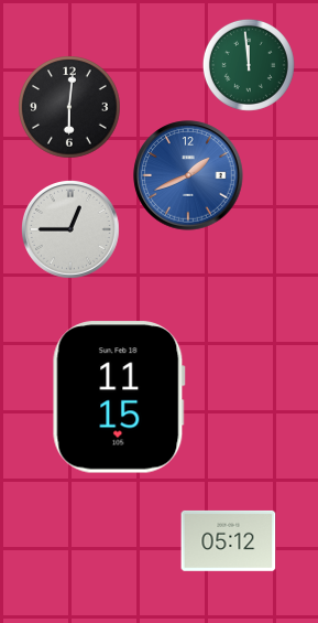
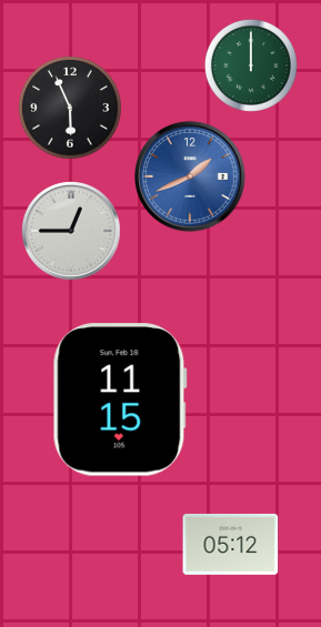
clock at (249, 65): 11:59 -> 12:00
clock at (69, 107): 6:01 -> 5:56
